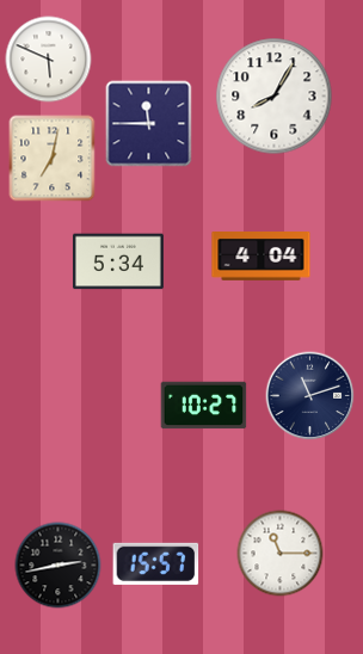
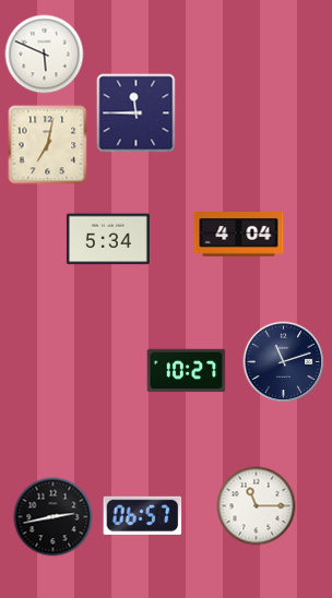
clock at (275, 97): 8:05 -> none
clock at (156, 563): 15:57 -> 06:57
